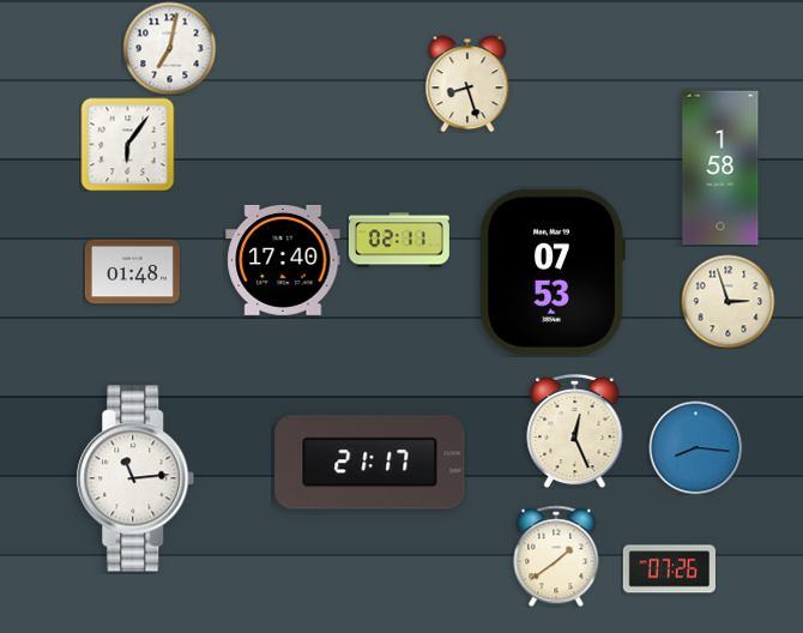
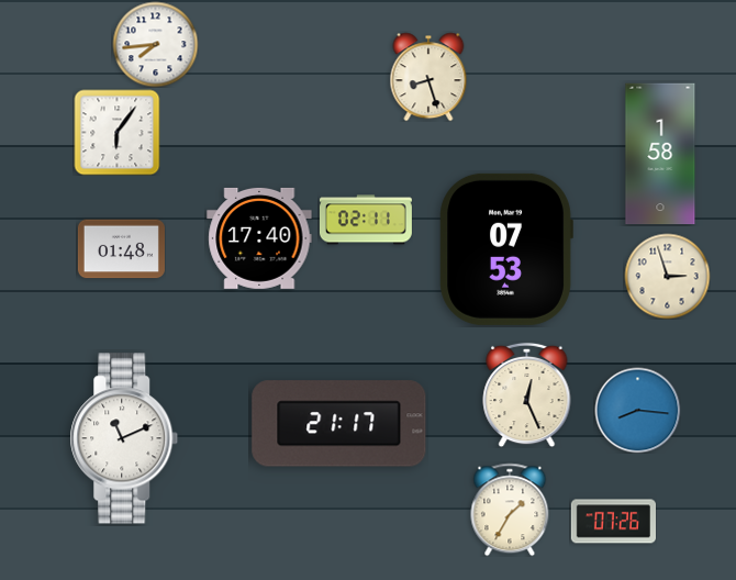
clock at (169, 48): 7:02 -> 7:44
clock at (135, 478): 11:14 -> 11:11
clock at (556, 556): 1:39 -> 1:35
